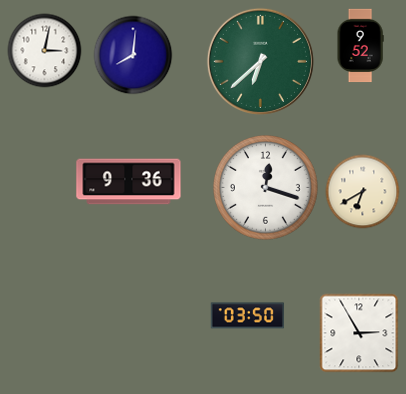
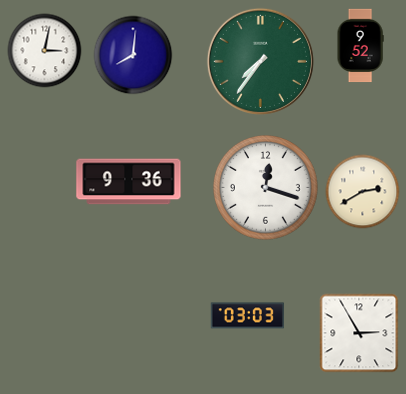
clock at (260, 61): 6:38 -> 7:36
clock at (363, 192): 6:40 -> 2:40
clock at (247, 316): 03:50 -> 03:03
